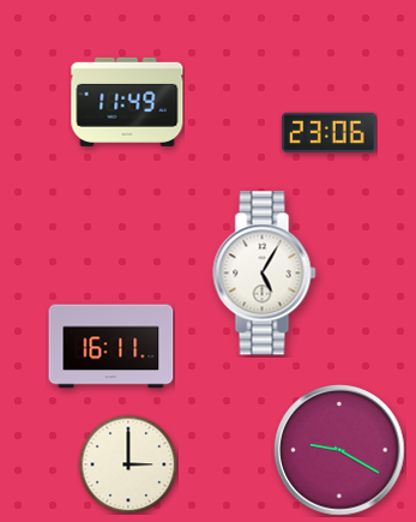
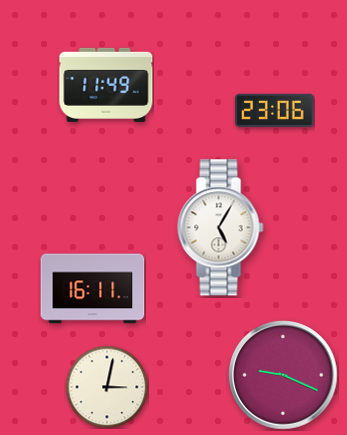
clock at (339, 450): 9:20 -> 9:19
clock at (128, 464): 3:00 -> 3:02
